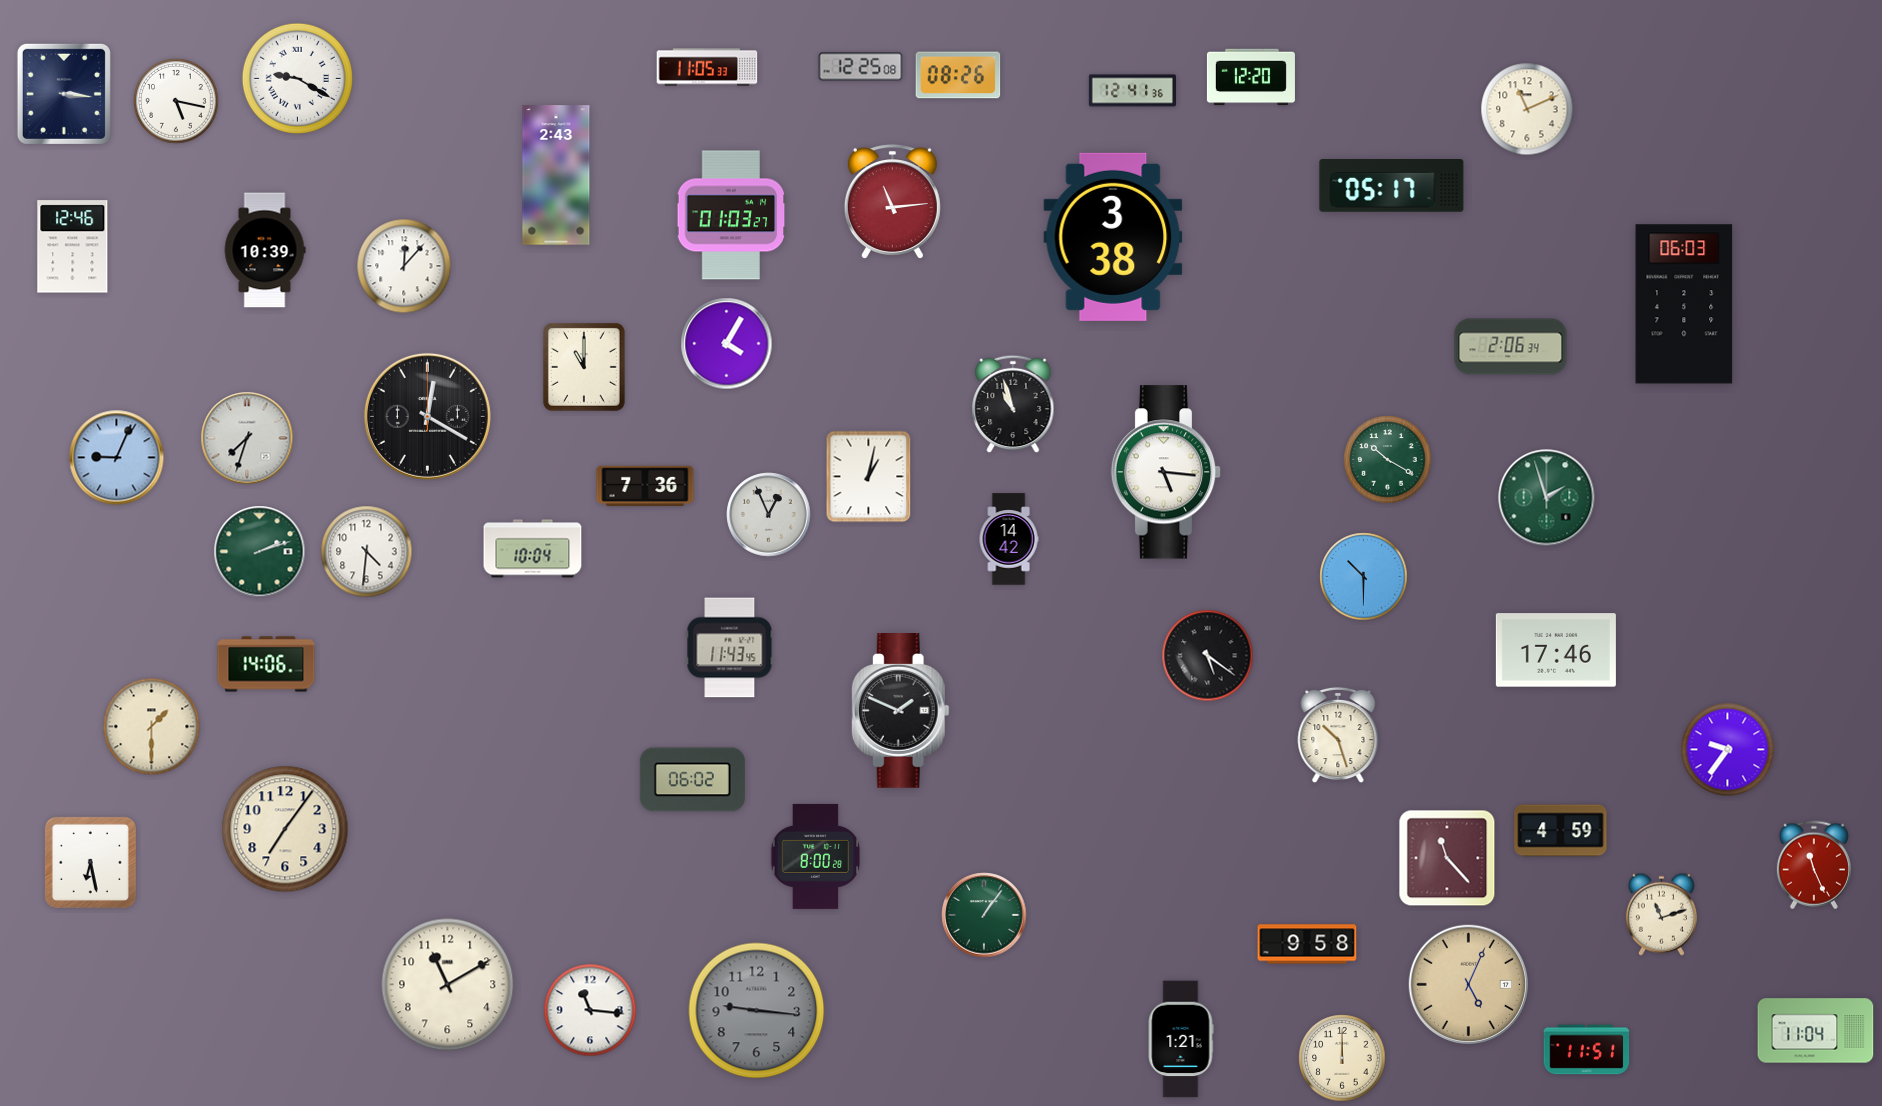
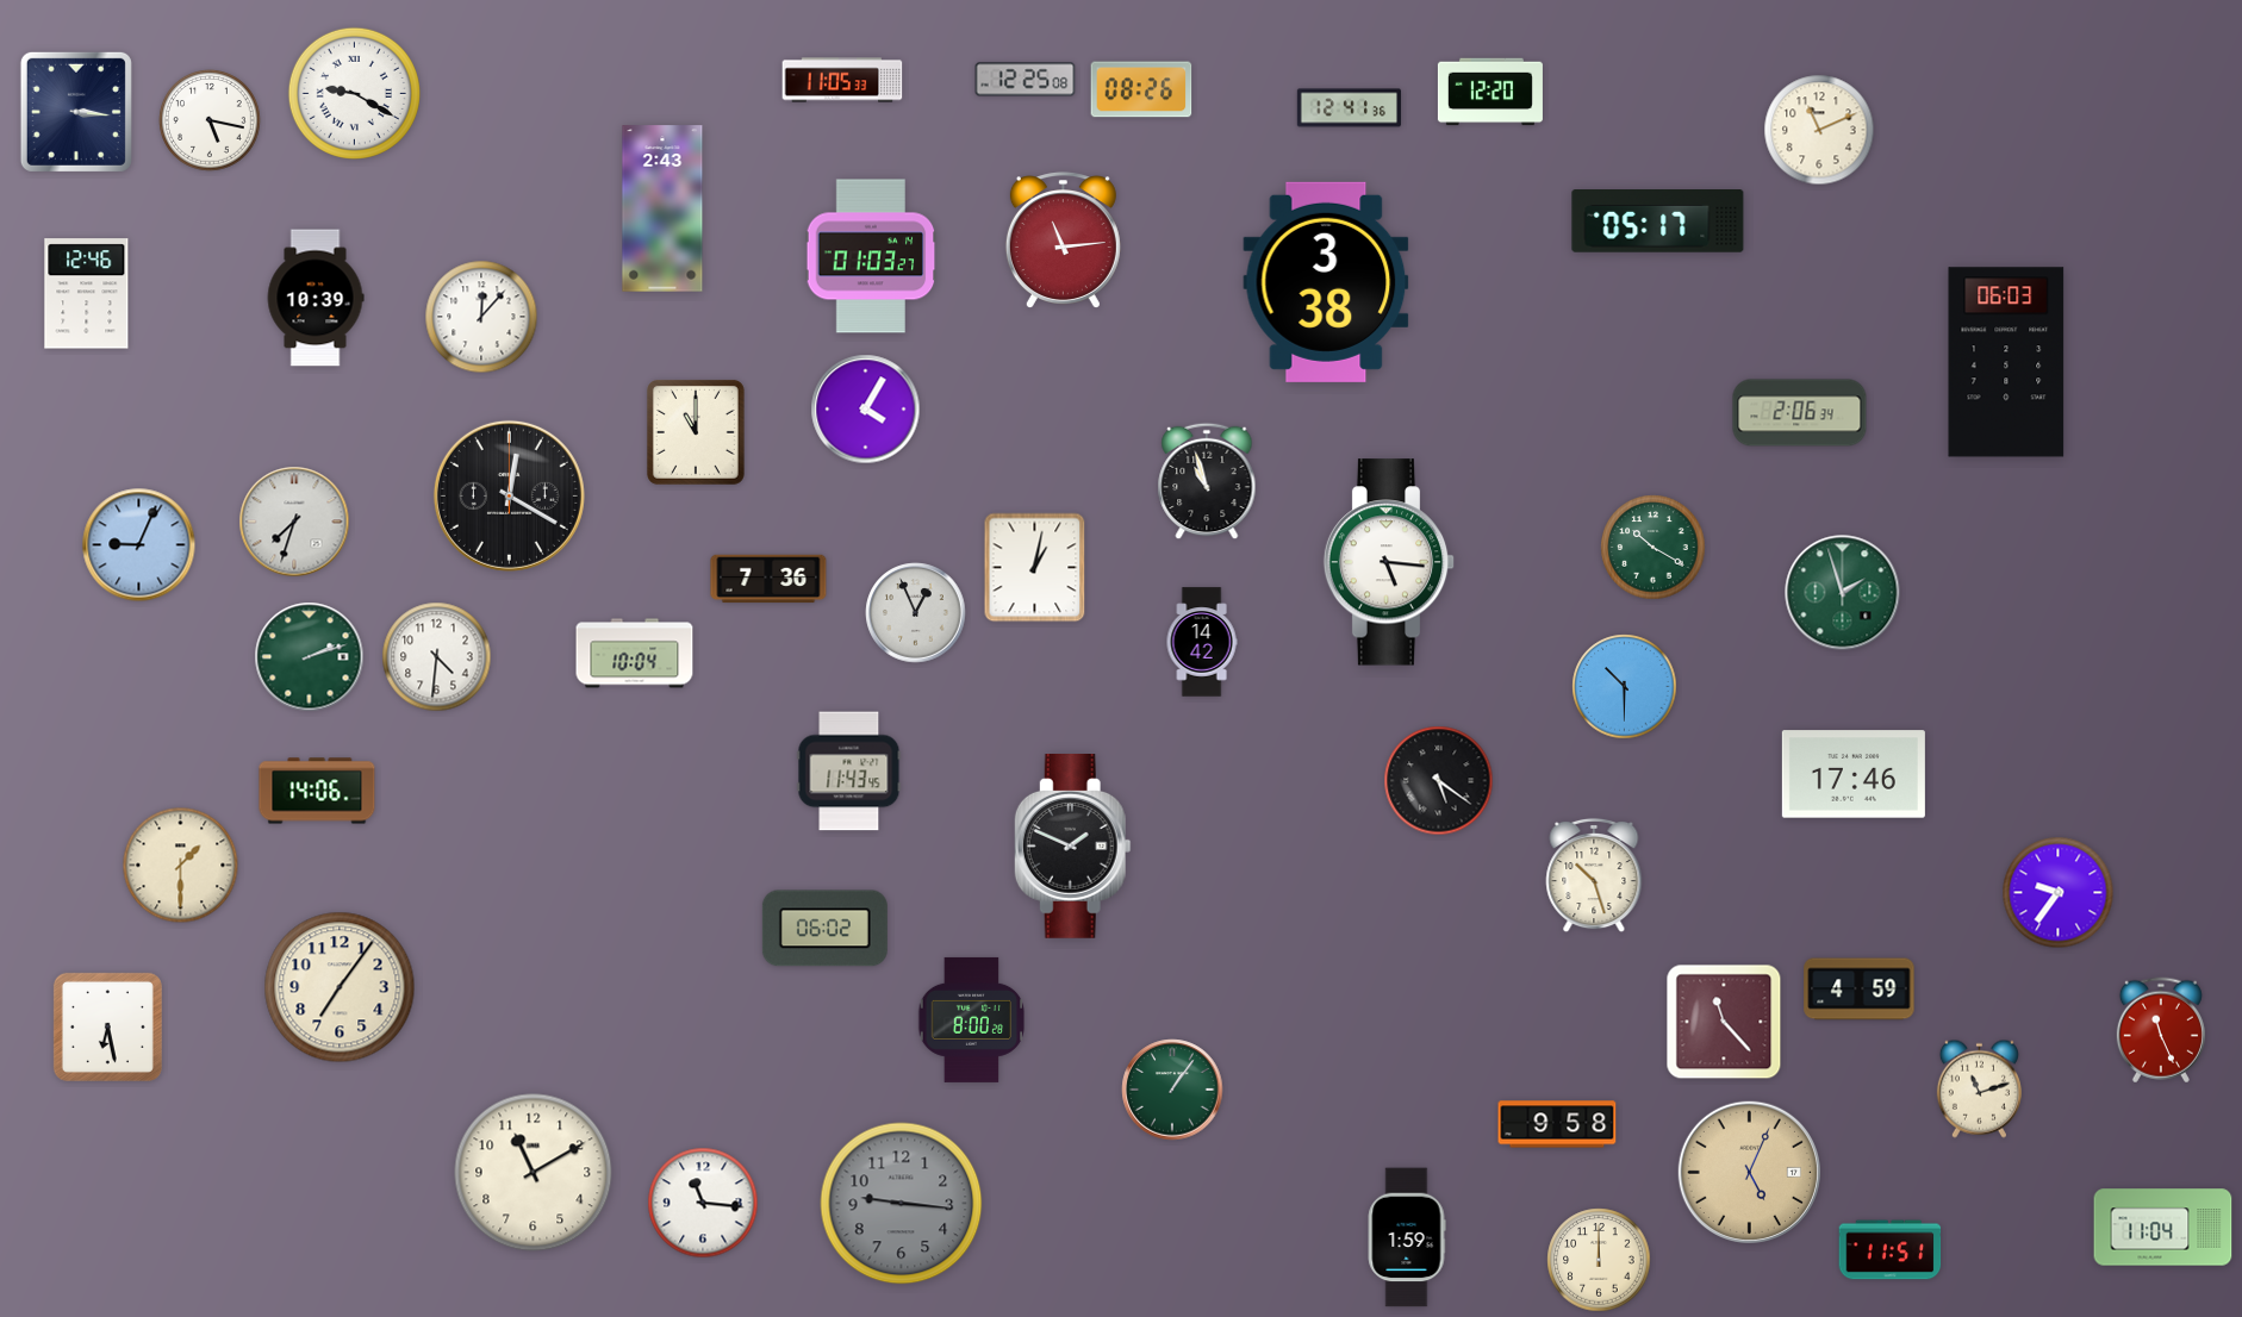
clock at (584, 367) position: (584, 367) -> (696, 432)
clock at (730, 648) position: (730, 648) -> (849, 772)
clock at (1181, 1039): 1:21 -> 1:59
